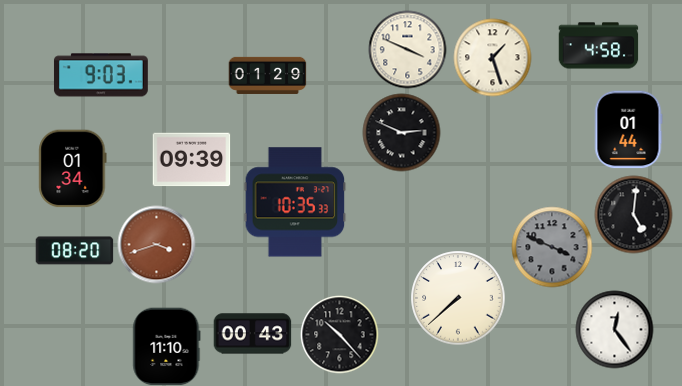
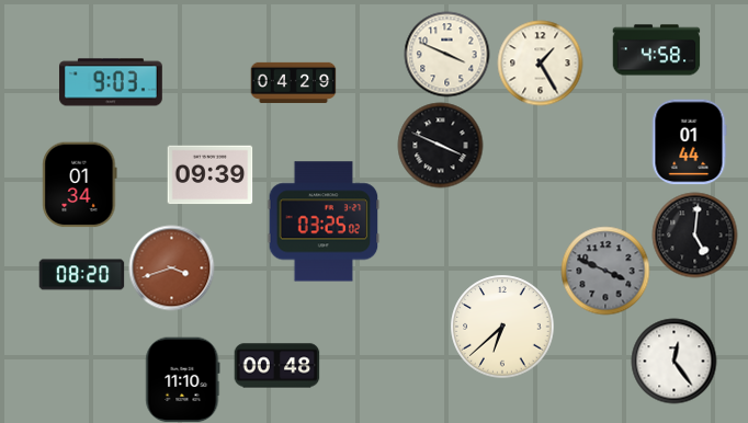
clock at (492, 57): 1:27 -> 1:25
clock at (267, 75): 01:29 -> 04:29
clock at (401, 132): 2:49 -> 3:49
clock at (295, 202): 10:35 -> 03:25
clock at (458, 298): 7:38 -> 6:38
clock at (252, 334): 00:43 -> 00:48
clock at (339, 334): 10:23 -> none
